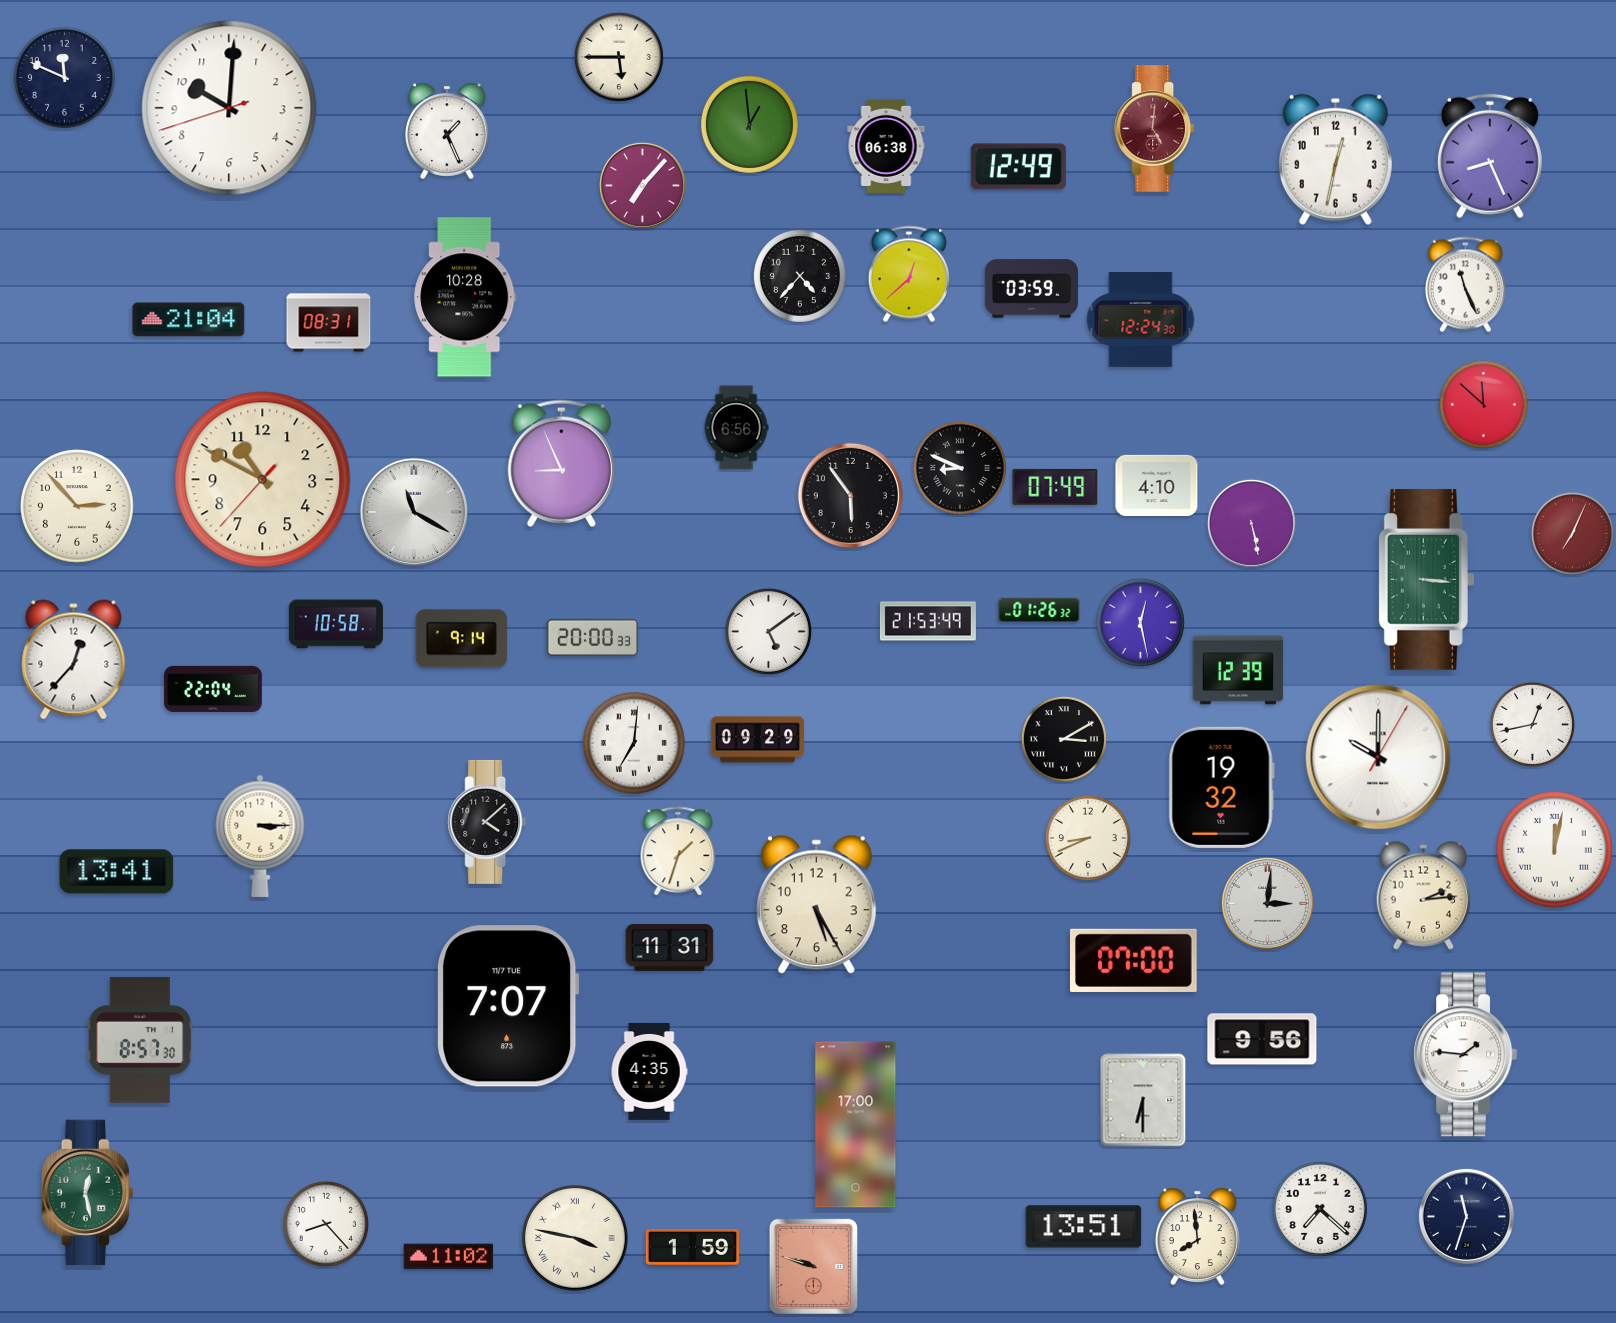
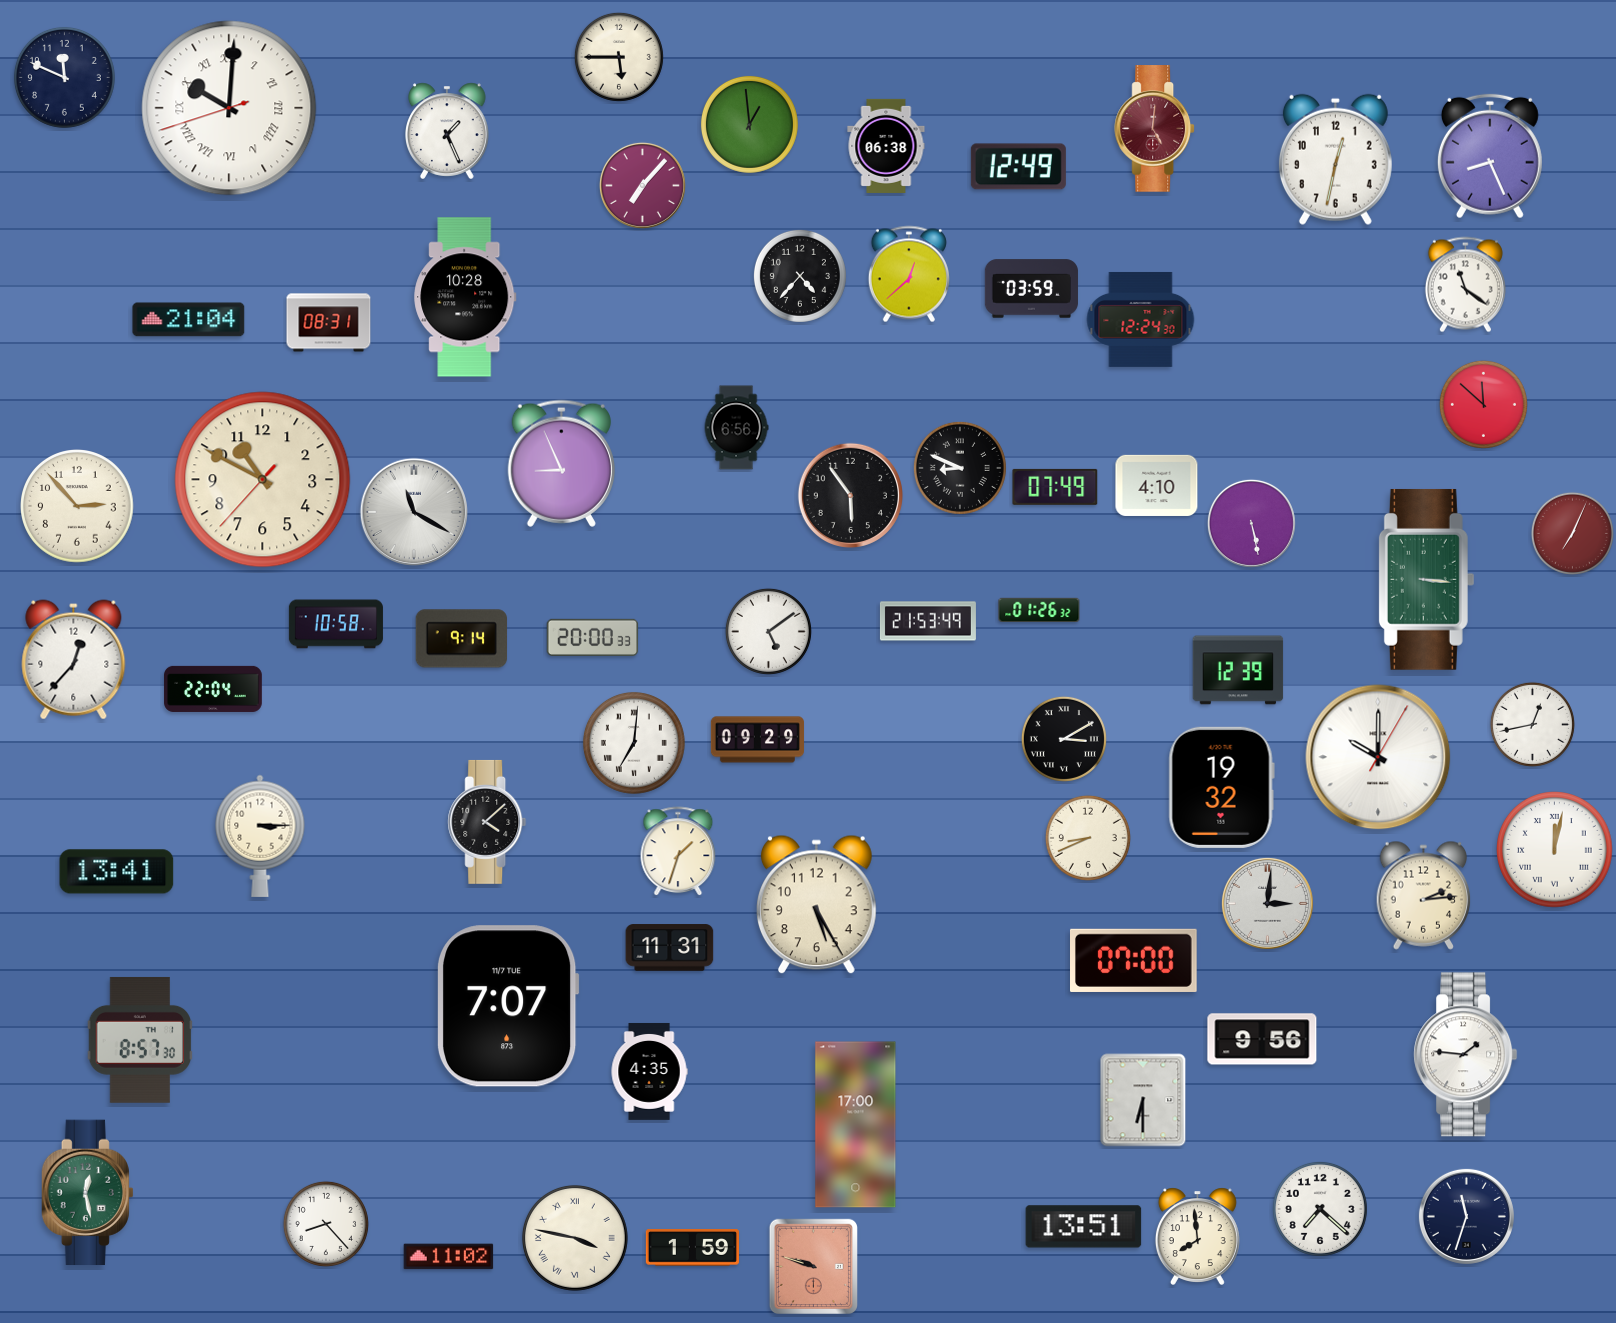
clock at (229, 108) numerals: Arabic -> Roman
clock at (1465, 285): 11:26 -> 11:21
clock at (1140, 622): 12:28 -> none
